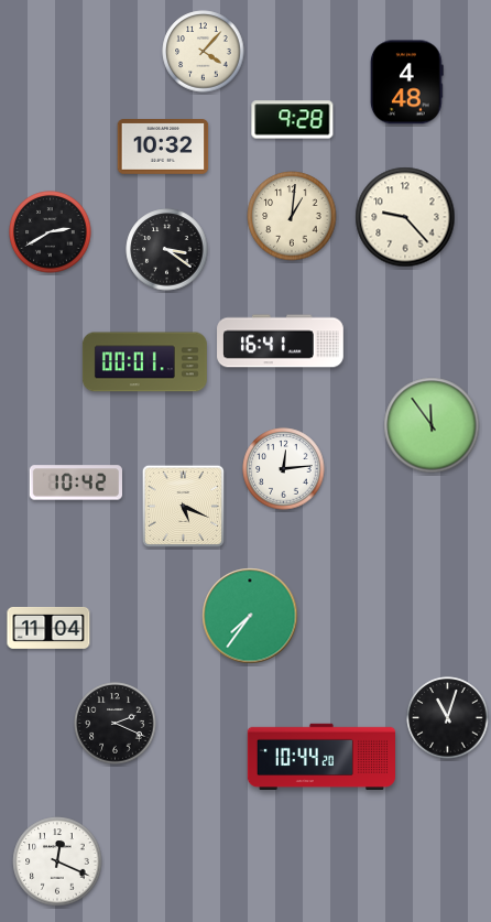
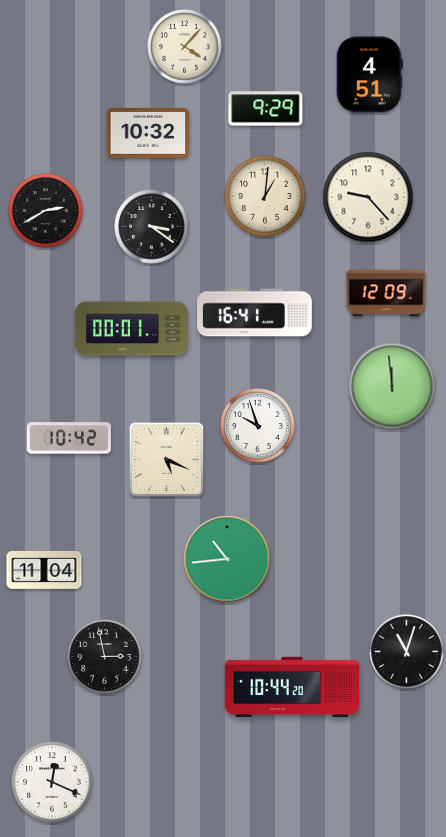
clock at (406, 83): 4:48 -> 4:51
clock at (293, 120): 9:28 -> 9:29
clock at (386, 293): none -> 12:09
clock at (281, 341) position: (281, 341) -> (255, 313)
clock at (432, 425): 11:54 -> 11:59
clock at (284, 469): 12:14 -> 9:57
clock at (250, 616): 7:36 -> 10:44
clock at (116, 724): 2:19 -> 2:58
